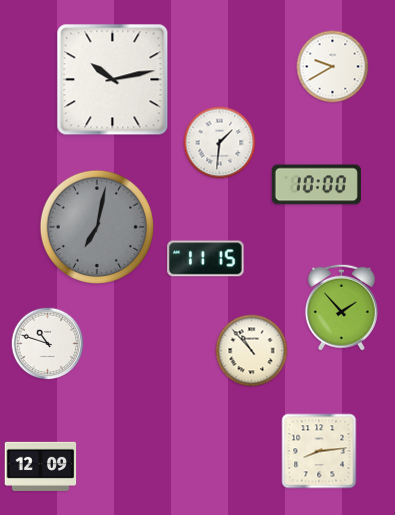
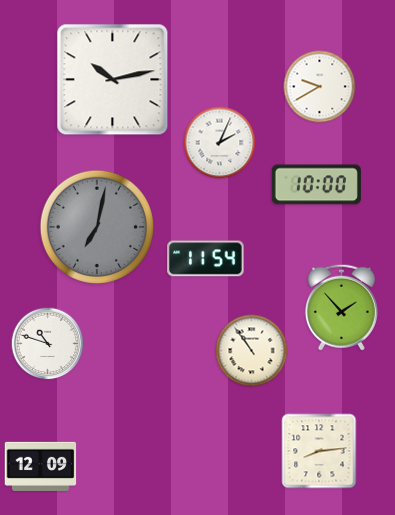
clock at (333, 67) position: (333, 67) -> (320, 87)
clock at (220, 143): 1:31 -> 2:04
clock at (206, 259): 11:15 -> 11:54
clock at (252, 351): 10:53 -> 10:54
